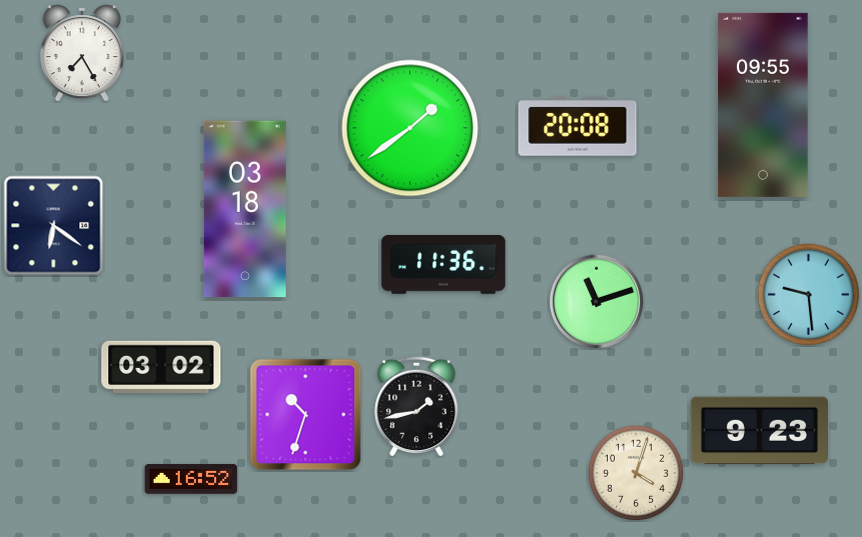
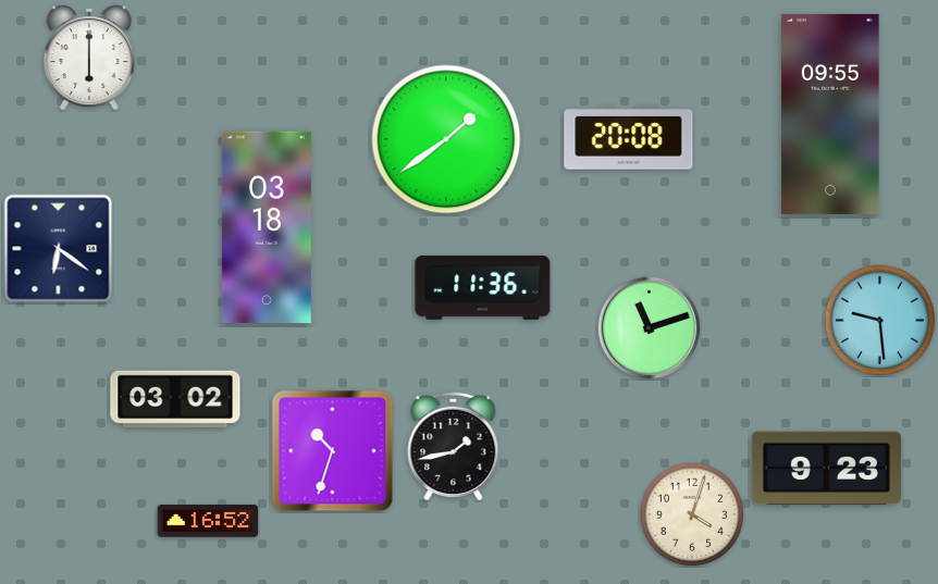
clock at (82, 53): 7:25 -> 6:00
clock at (54, 226) position: (54, 226) -> (59, 249)
clock at (417, 406) position: (417, 406) -> (454, 446)
